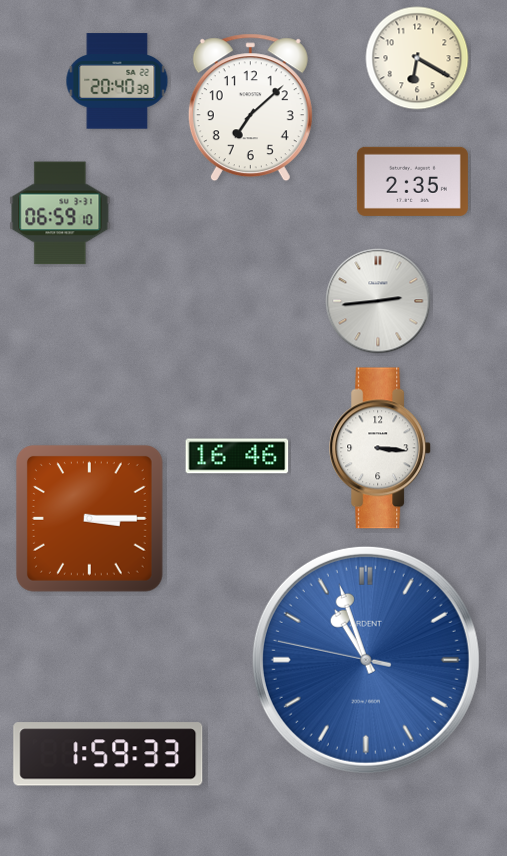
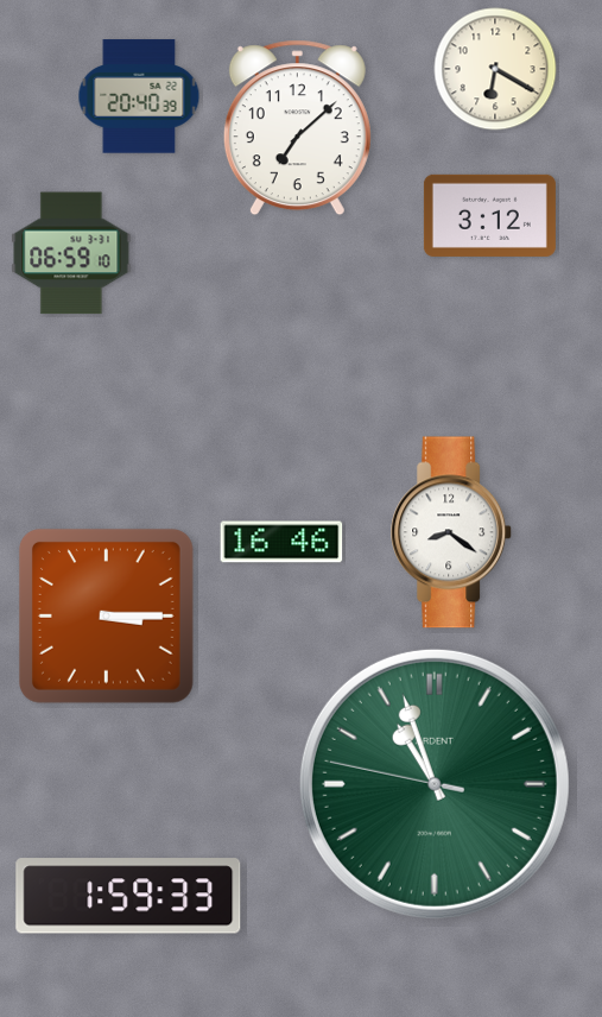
clock at (412, 181): 2:35 -> 3:12
clock at (378, 301): 2:44 -> none
clock at (381, 448): 3:16 -> 8:21
clock at (366, 660) dial: blue -> green
